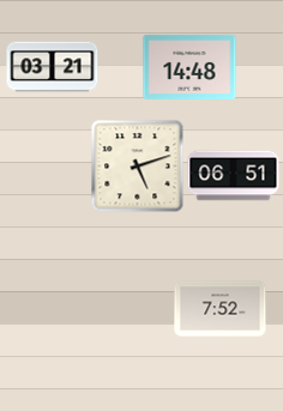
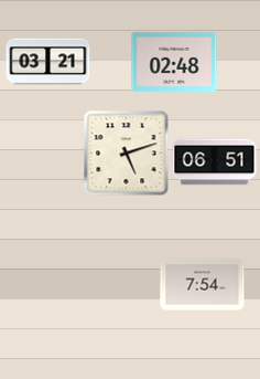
clock at (189, 67): 14:48 -> 02:48
clock at (221, 309): 7:52 -> 7:54
